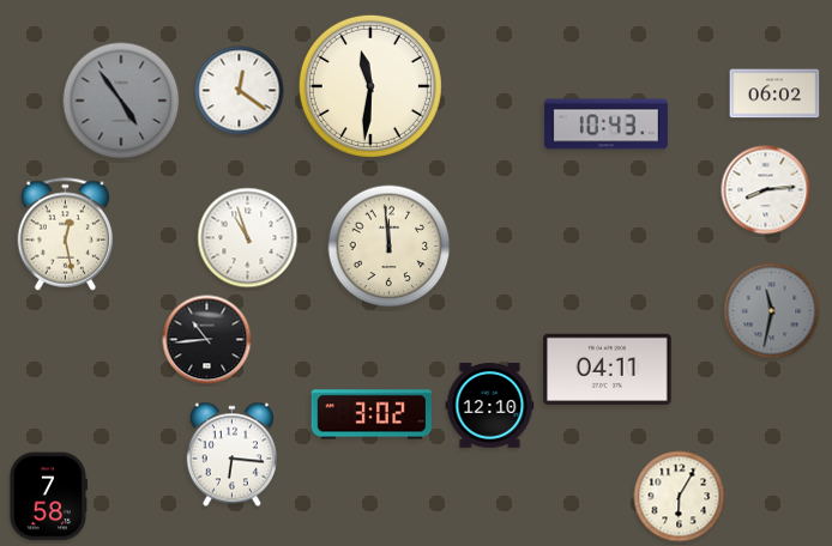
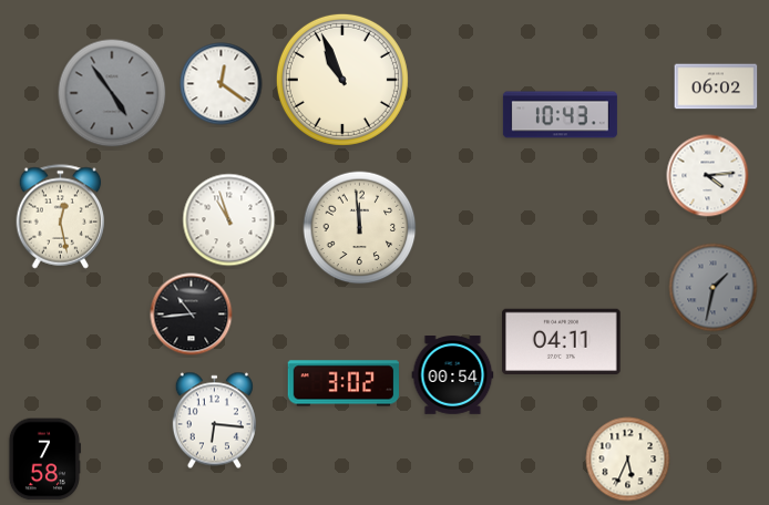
clock at (370, 86): 11:31 -> 10:56
clock at (766, 190): 8:14 -> 4:14
clock at (772, 311): 11:32 -> 1:32
clock at (490, 406): 12:10 -> 00:54
clock at (680, 497): 6:05 -> 5:34
